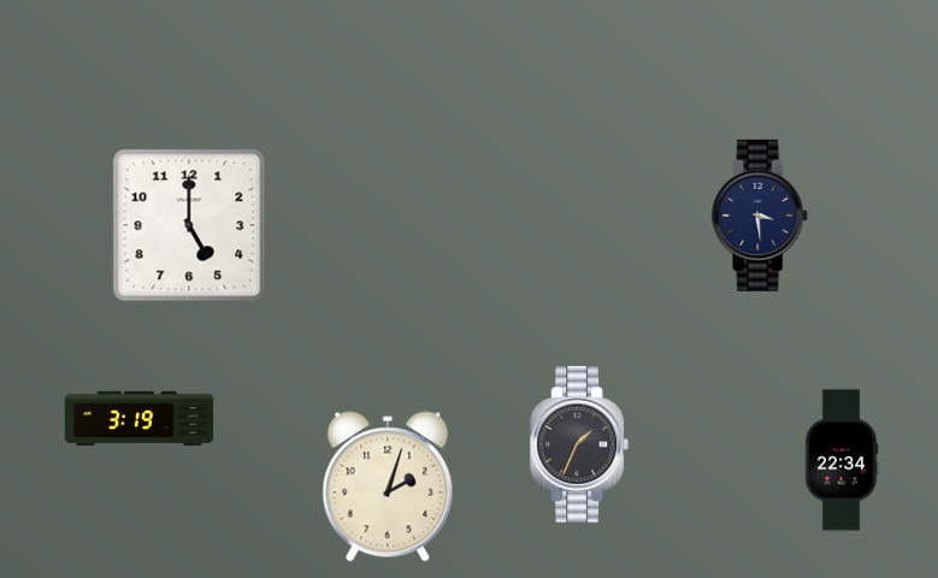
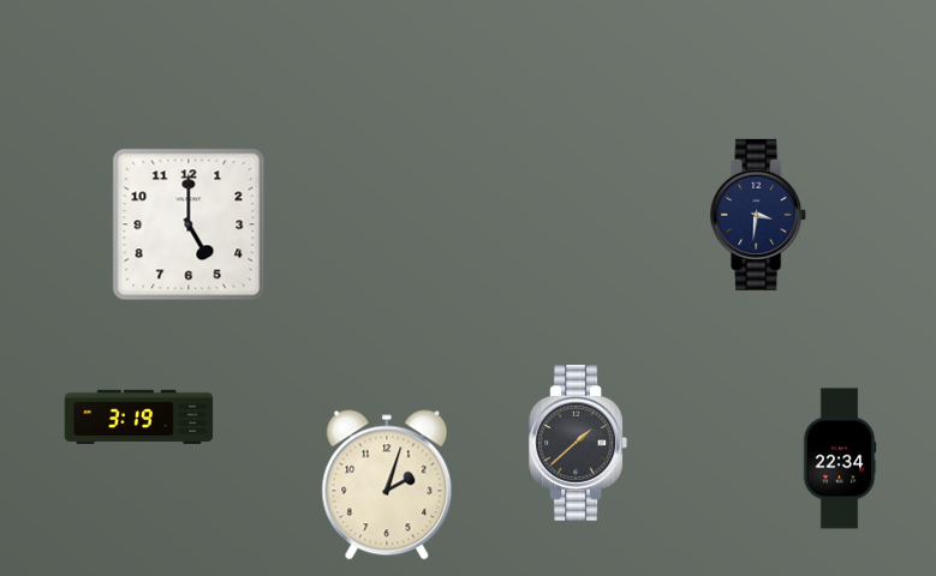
clock at (761, 216): 3:29 -> 3:31
clock at (578, 444): 1:34 -> 1:38
